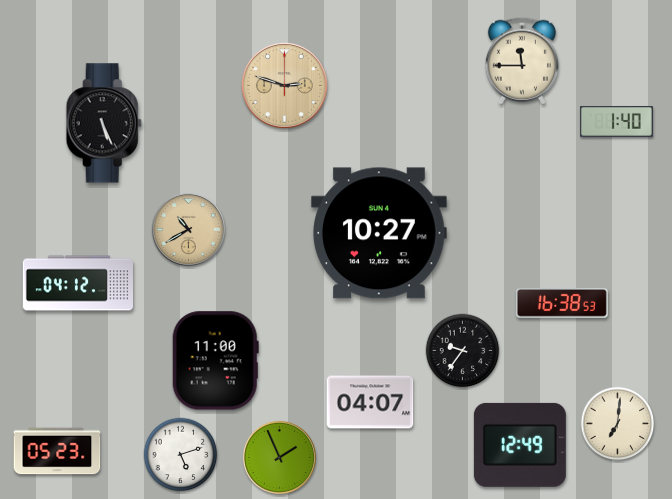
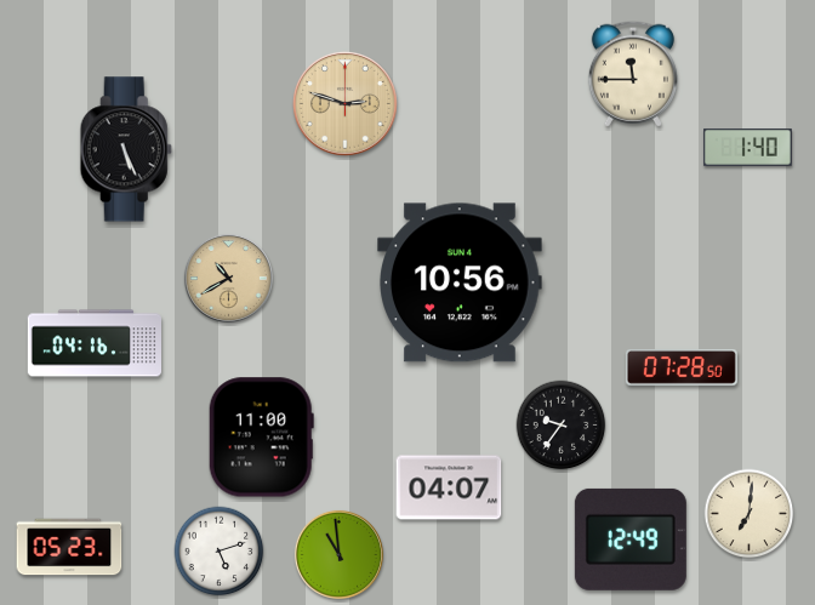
clock at (380, 233): 10:27 -> 10:56
clock at (77, 283): 04:12 -> 04:16
clock at (562, 303): 16:38 -> 07:28
clock at (279, 457): 1:56 -> 10:59
